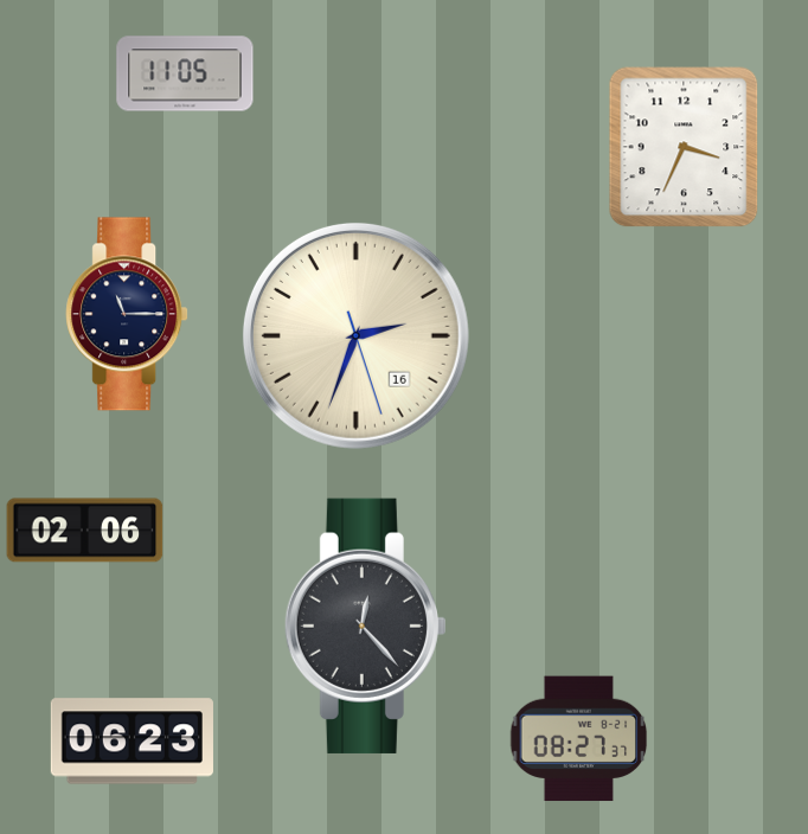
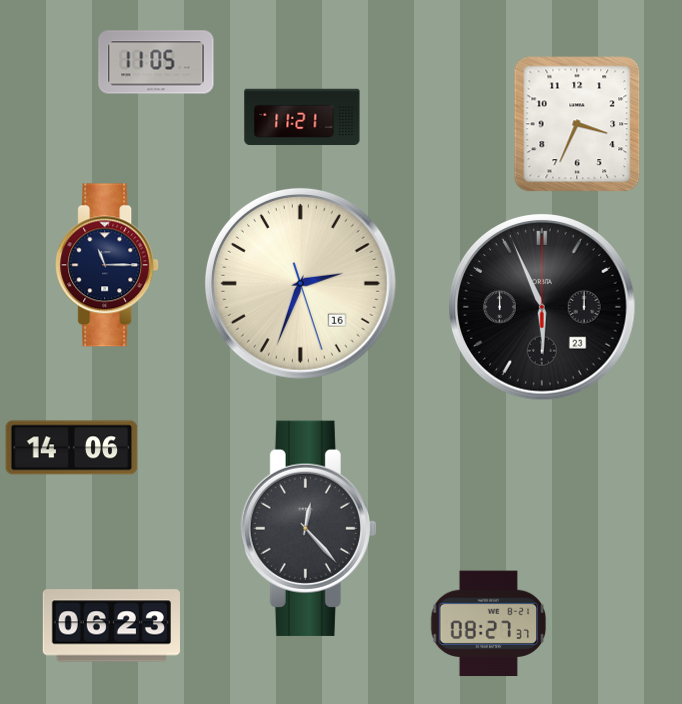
clock at (302, 117): none -> 11:21
clock at (542, 307): none -> 5:56
clock at (85, 531): 02:06 -> 14:06
